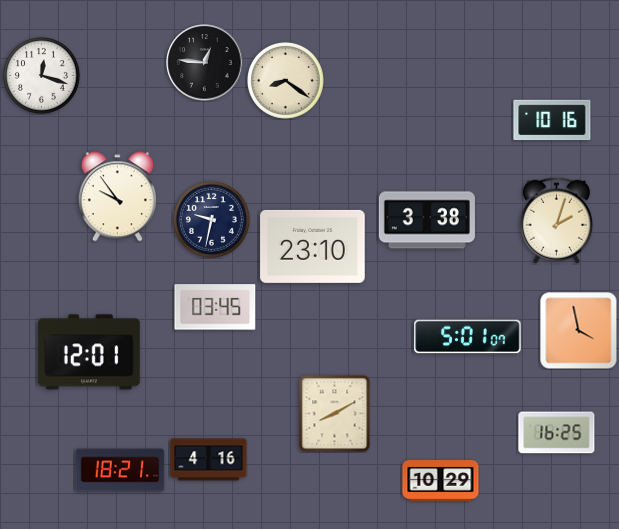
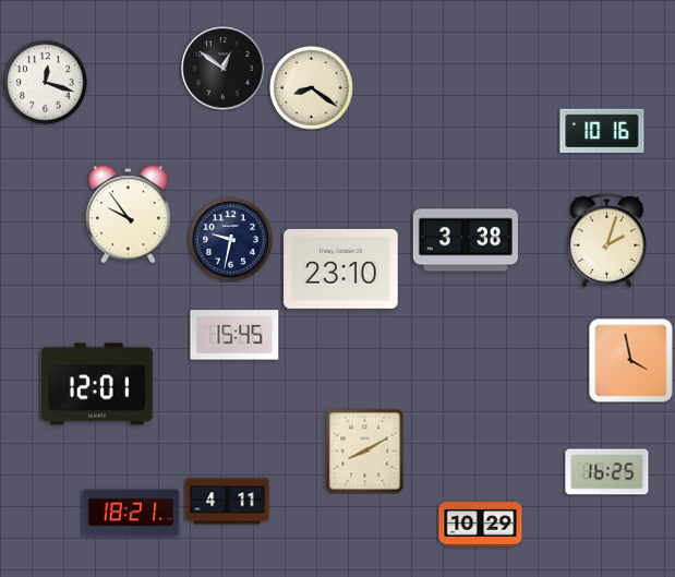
clock at (205, 63): 12:46 -> 12:51
clock at (215, 307): 03:45 -> 15:45
clock at (468, 337): 5:01 -> none
clock at (209, 460): 4:16 -> 4:11
